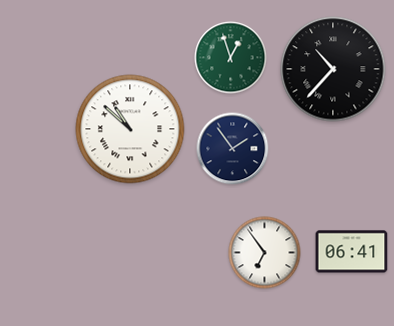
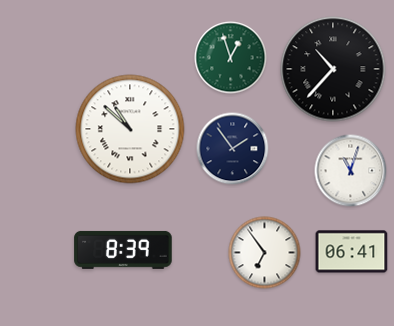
clock at (351, 171): none -> 11:03
clock at (123, 250): none -> 8:39
